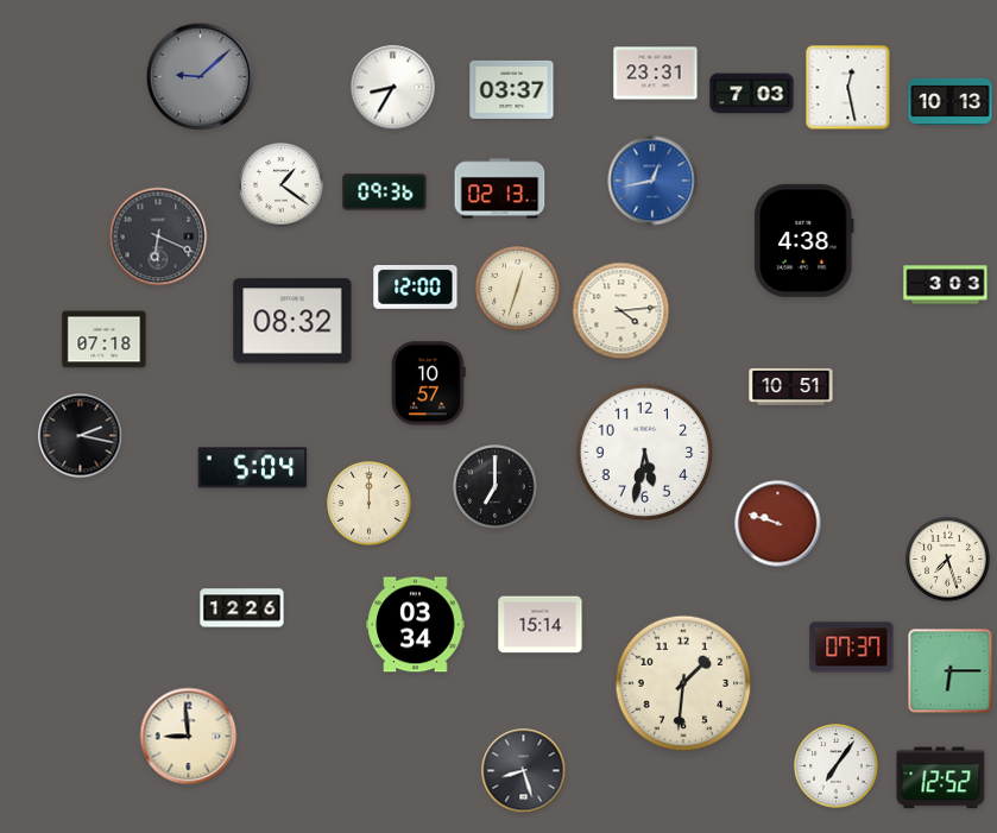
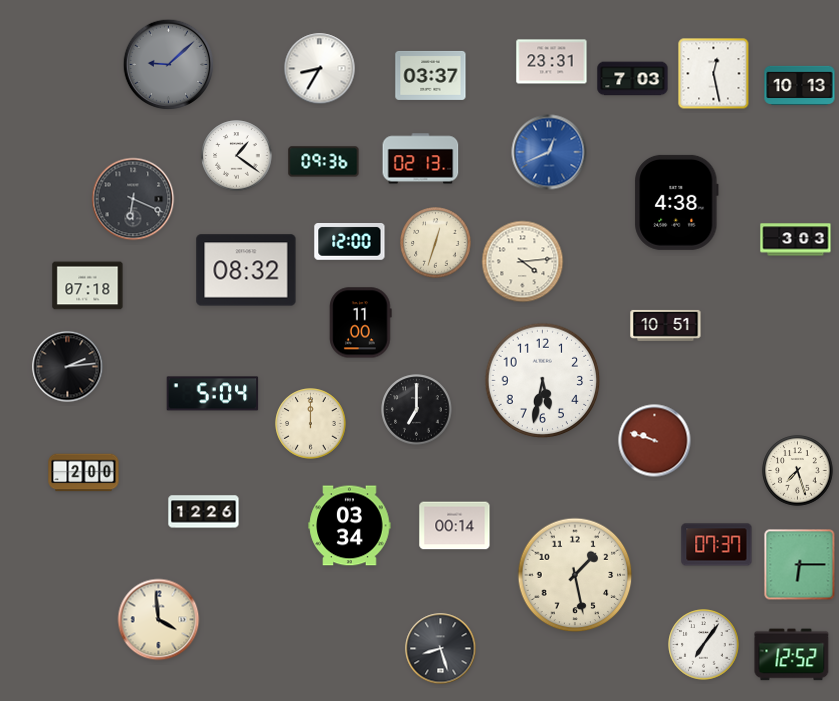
clock at (393, 88) position: (393, 88) -> (320, 69)
clock at (652, 181): 12:43 -> 12:41
clock at (429, 384): 10:57 -> 11:00
clock at (81, 436): 2:17 -> 2:14
clock at (84, 473): none -> 2:00
clock at (541, 625): 15:14 -> 00:14
clock at (683, 683): 1:31 -> 1:28
clock at (189, 737): 8:59 -> 3:59
